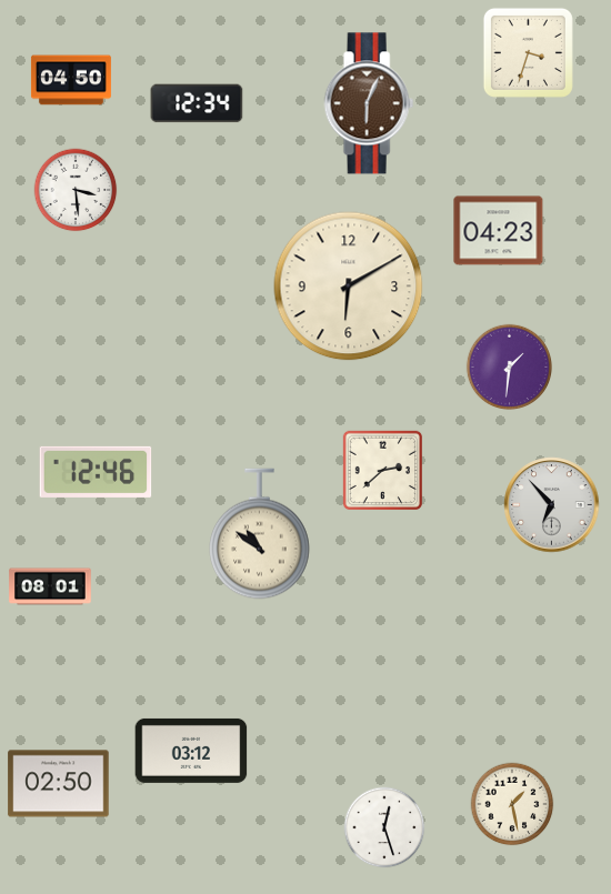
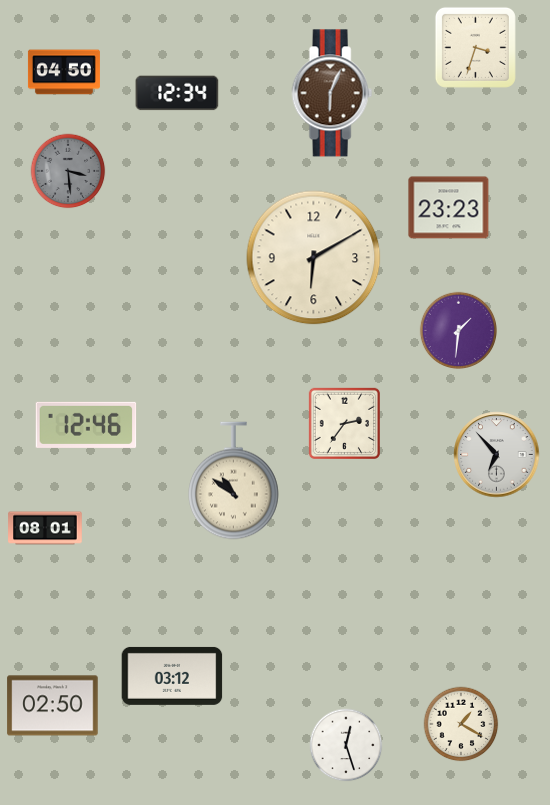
clock at (76, 190) dial: white -> grey
clock at (499, 231): 04:23 -> 23:23
clock at (382, 470): 2:38 -> 2:36
clock at (512, 804): 1:28 -> 1:20
